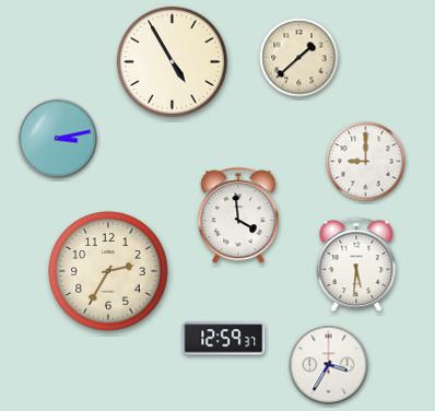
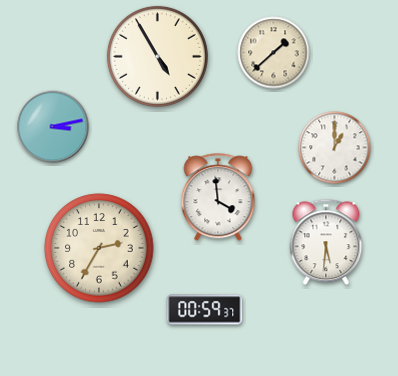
clock at (366, 162): 9:00 -> 1:00
clock at (224, 339): 12:59 -> 00:59
clock at (329, 365): 3:35 -> none
